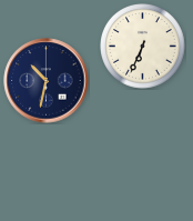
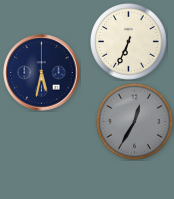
clock at (47, 81): 10:32 -> 5:32
clock at (135, 122): none -> 12:35
